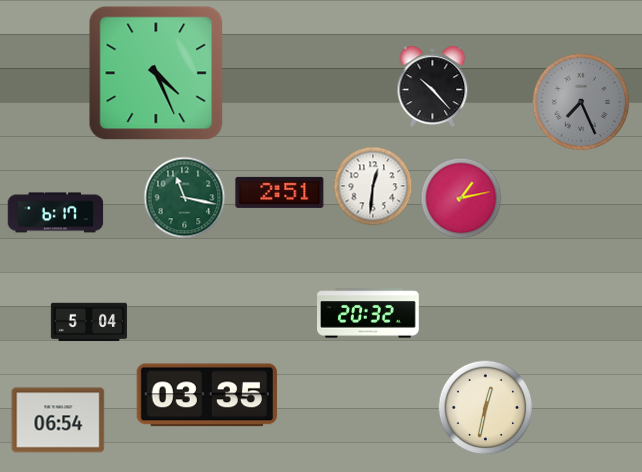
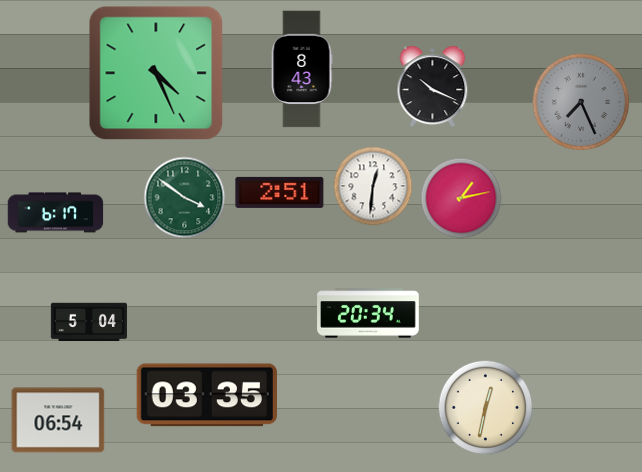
clock at (302, 69): none -> 8:43
clock at (433, 87): 10:23 -> 10:19
clock at (185, 198): 11:17 -> 3:51
clock at (368, 313): 20:32 -> 20:34
